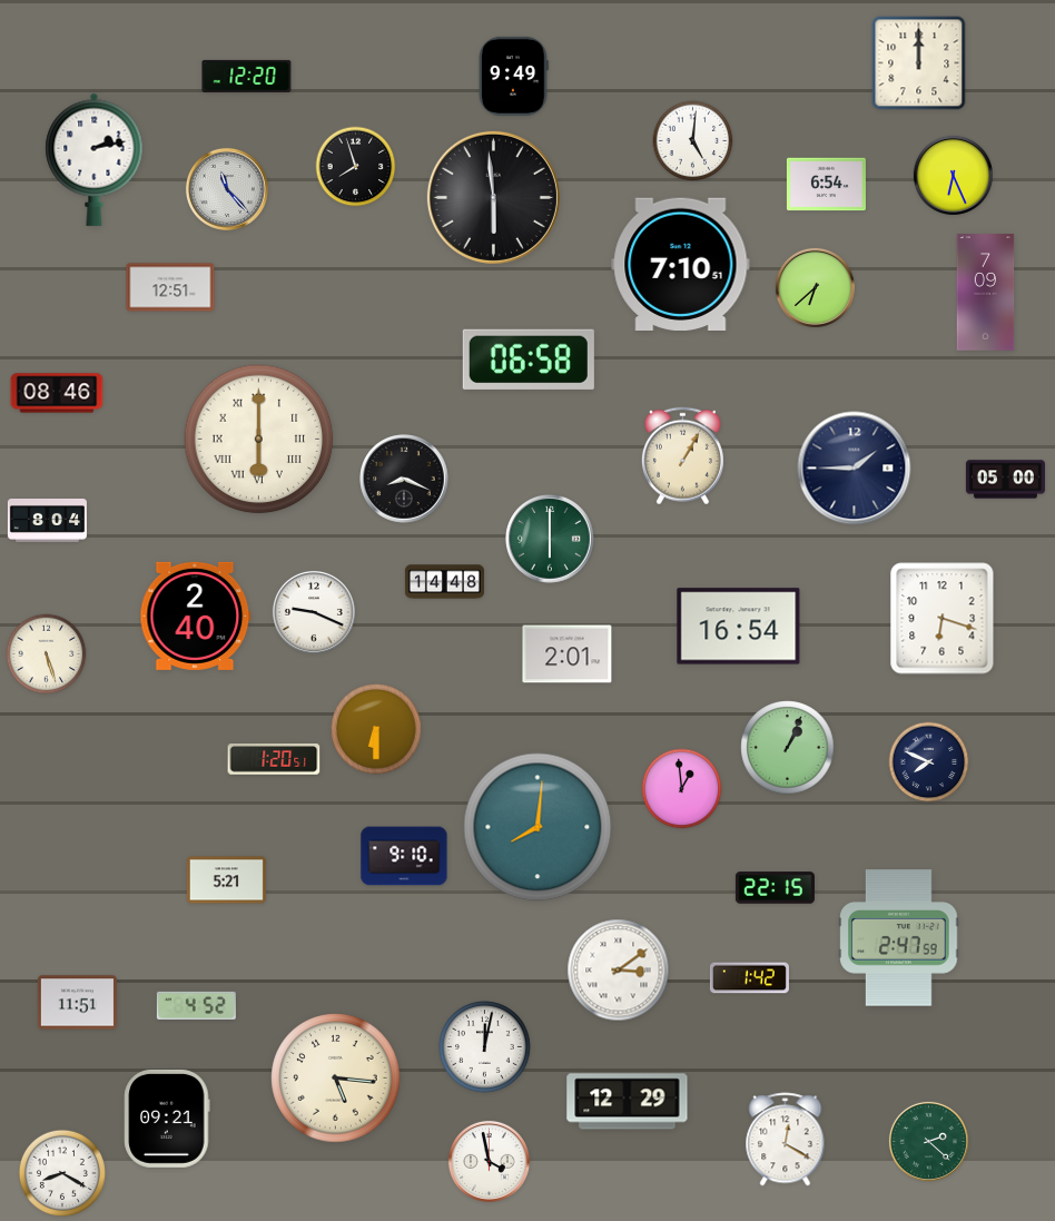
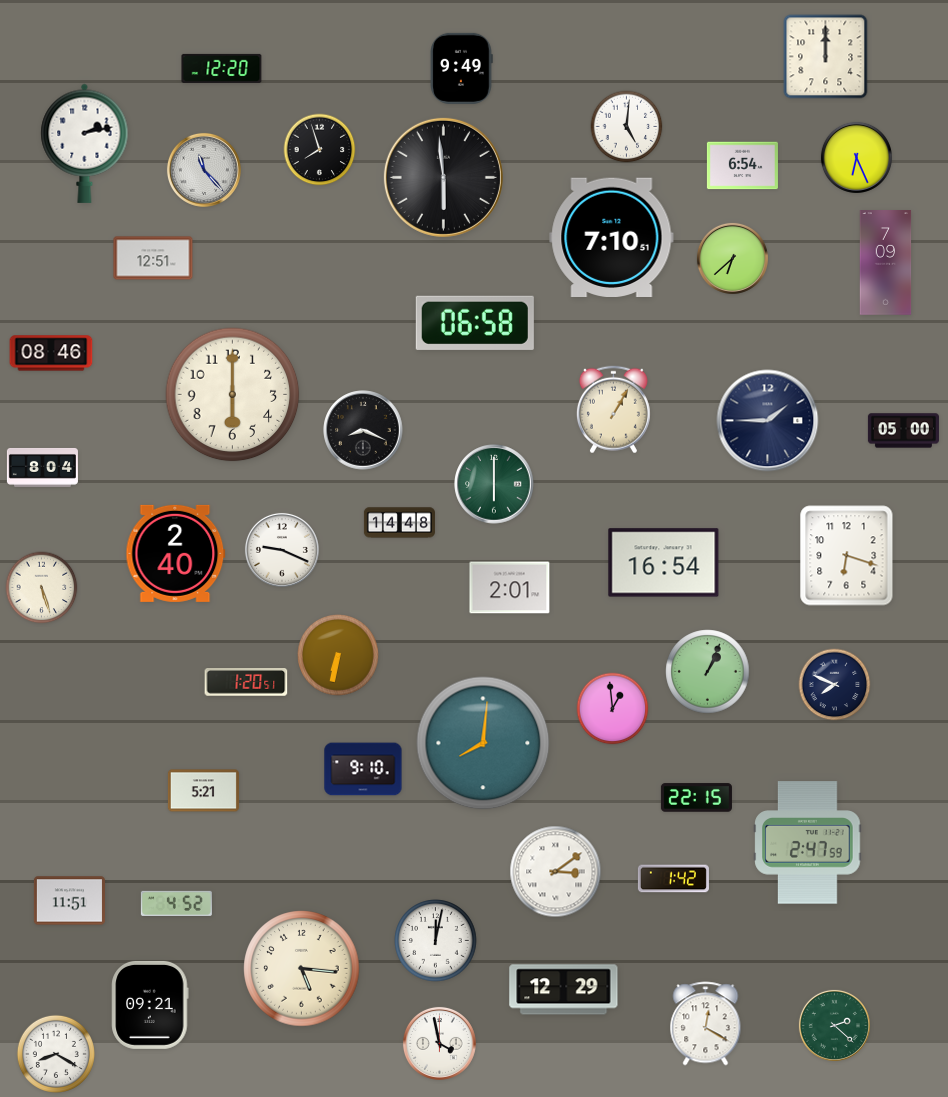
clock at (693, 141) position: (693, 141) -> (627, 127)
clock at (259, 440) numerals: Roman -> Arabic
clock at (377, 730): 6:30 -> 6:32
